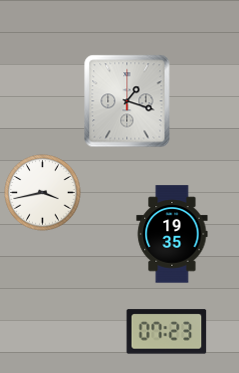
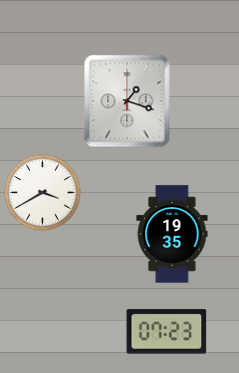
clock at (43, 193): 3:43 -> 3:40
